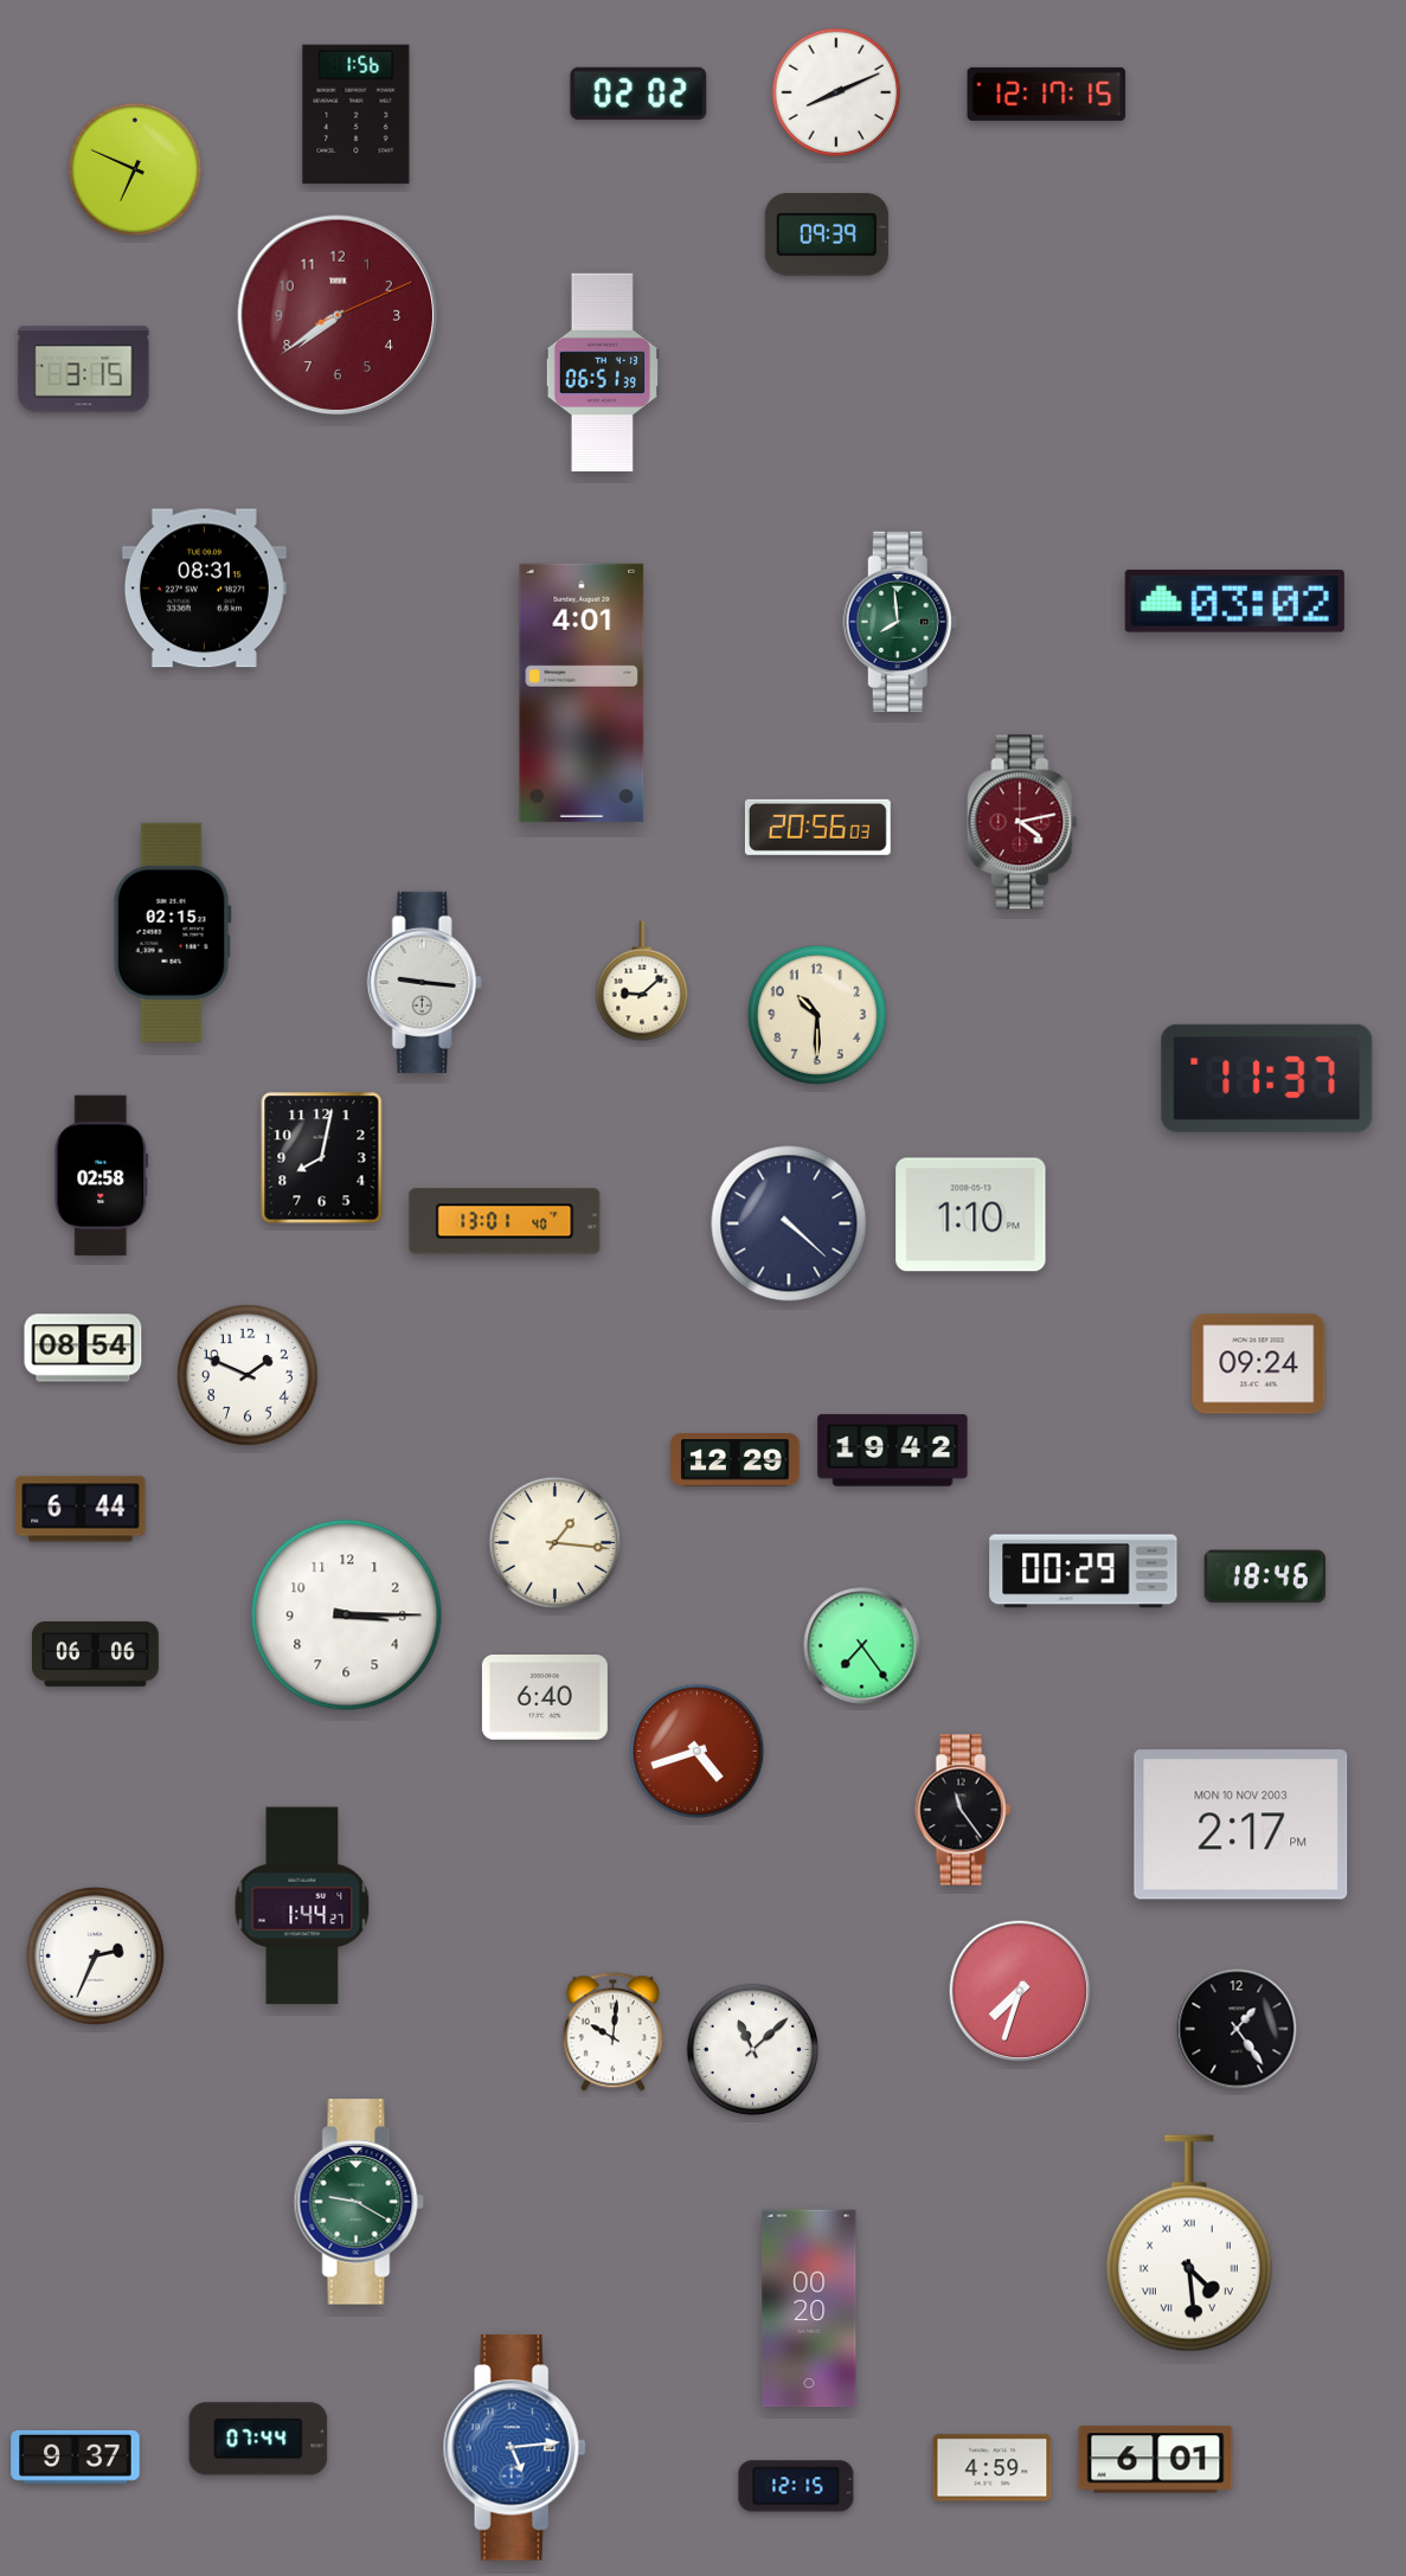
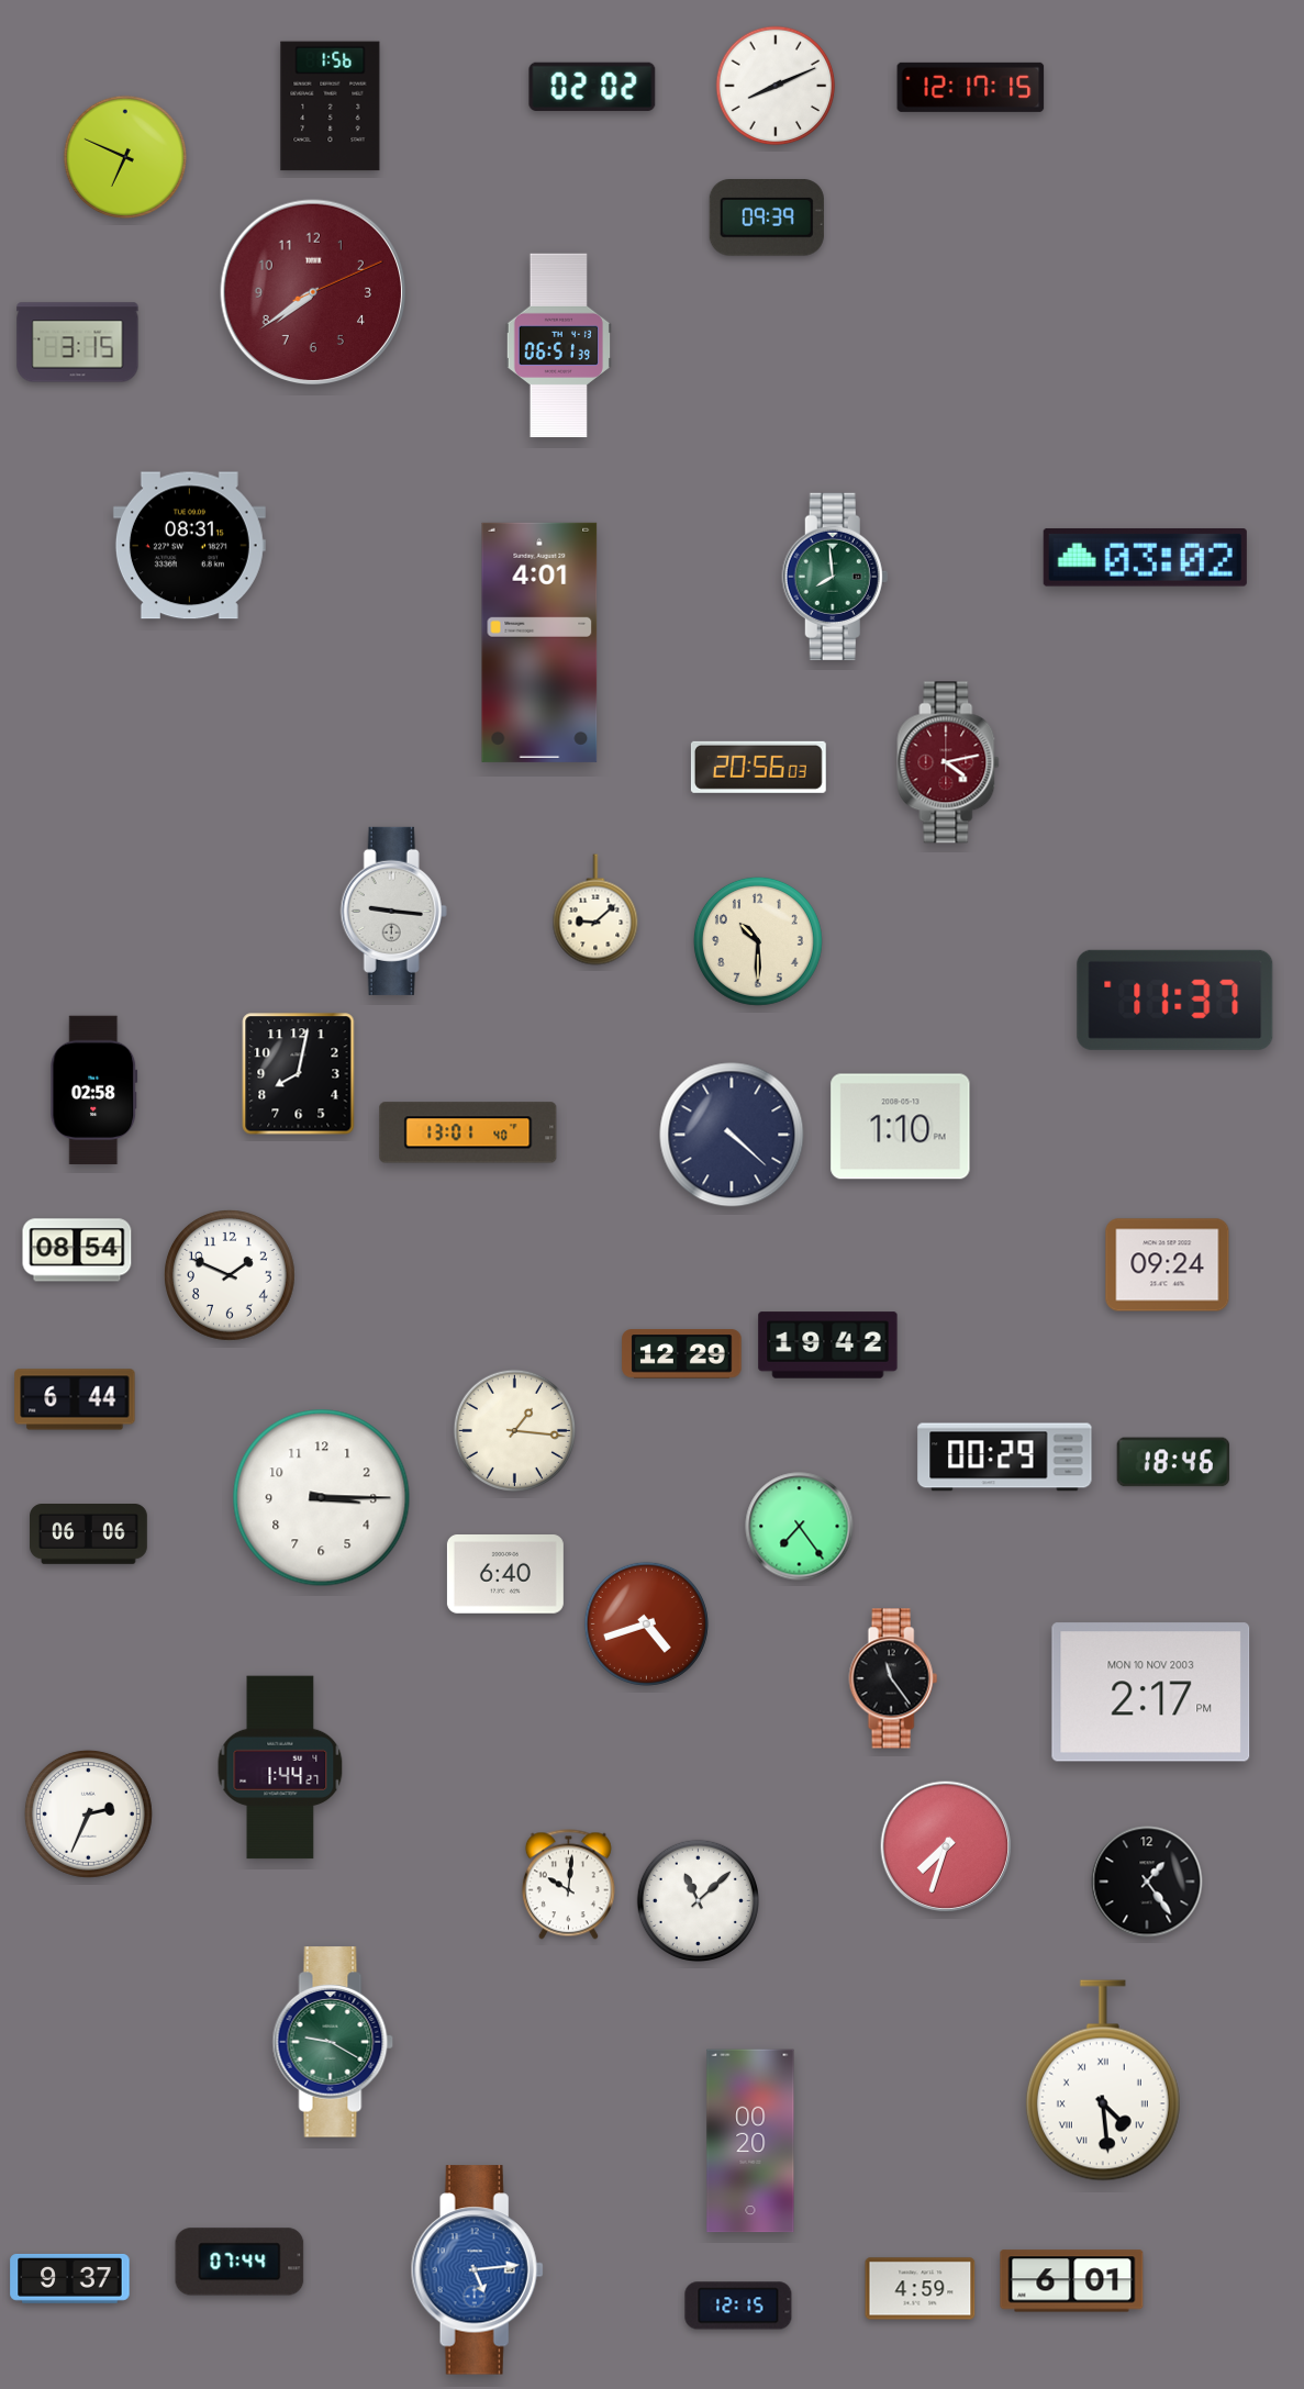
clock at (172, 932): 02:15 -> none
